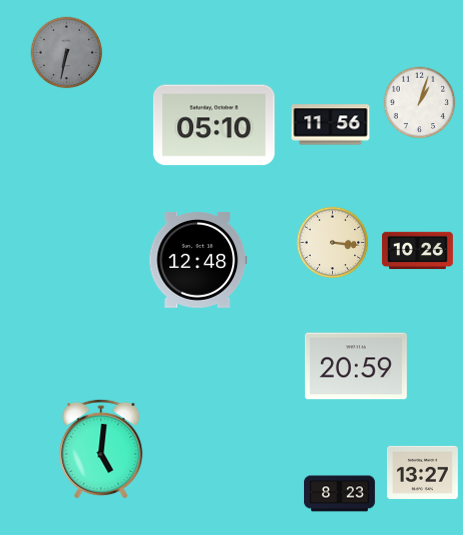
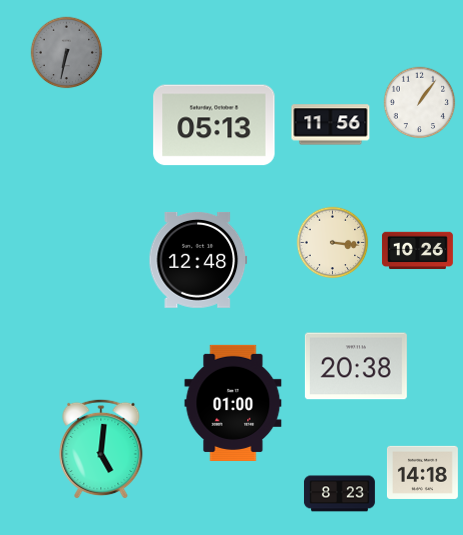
clock at (420, 103): 1:03 -> 1:06
clock at (214, 125): 05:10 -> 05:13
clock at (356, 366): 20:59 -> 20:38
clock at (233, 403): none -> 01:00
clock at (422, 472): 13:27 -> 14:18
